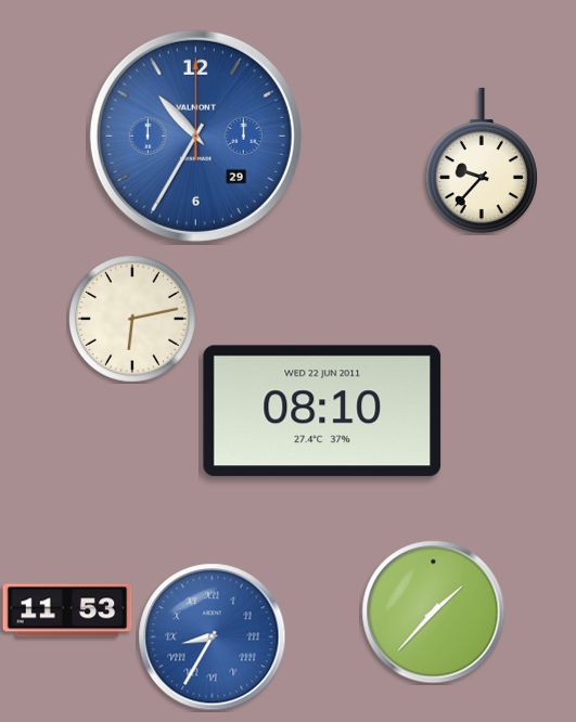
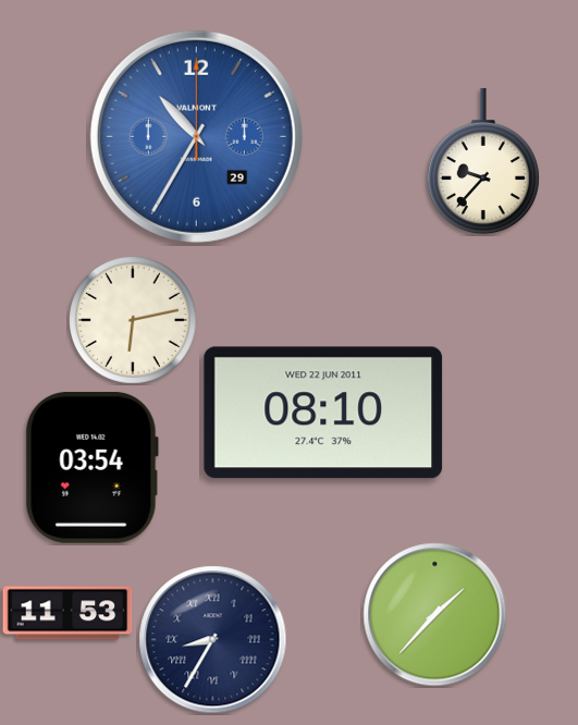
clock at (91, 467): none -> 03:54
clock at (213, 637) dial: blue -> navy
